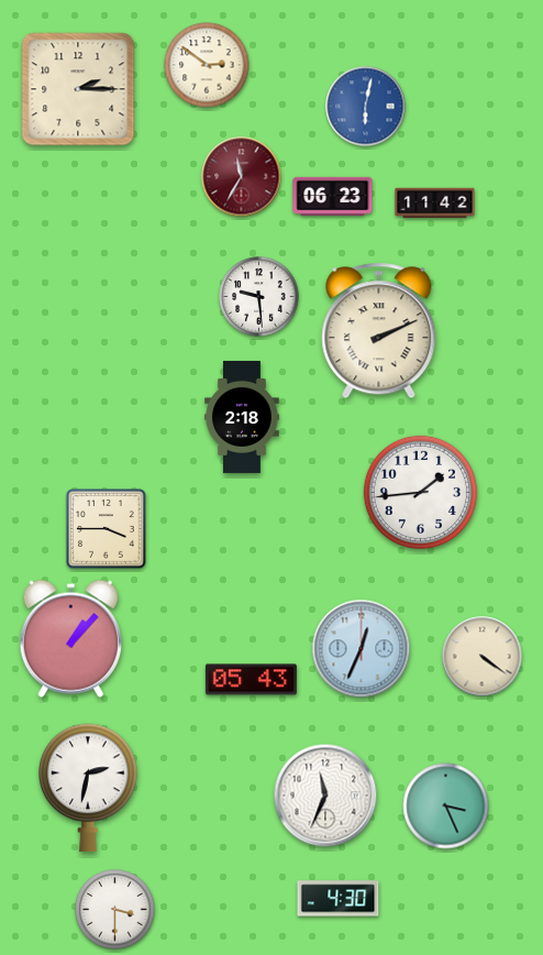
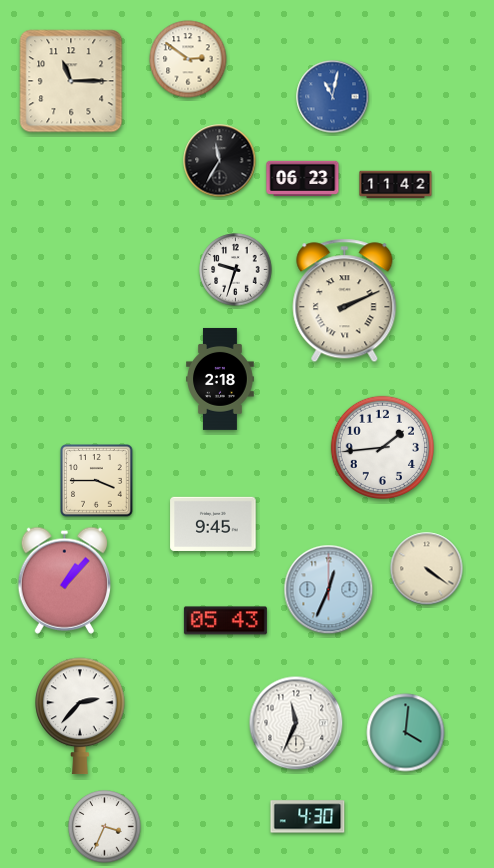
clock at (78, 89): 2:15 -> 11:15
clock at (366, 107): 6:02 -> 11:02
clock at (242, 177) dial: burgundy -> black
clock at (259, 297): 9:29 -> 9:33
clock at (213, 523): none -> 9:45
clock at (483, 657) position: (483, 657) -> (427, 569)
clock at (251, 680) position: (251, 680) -> (225, 621)
clock at (88, 788): 2:32 -> 2:37
clock at (446, 806): 3:26 -> 4:01
clock at (115, 910): 3:30 -> 3:34
